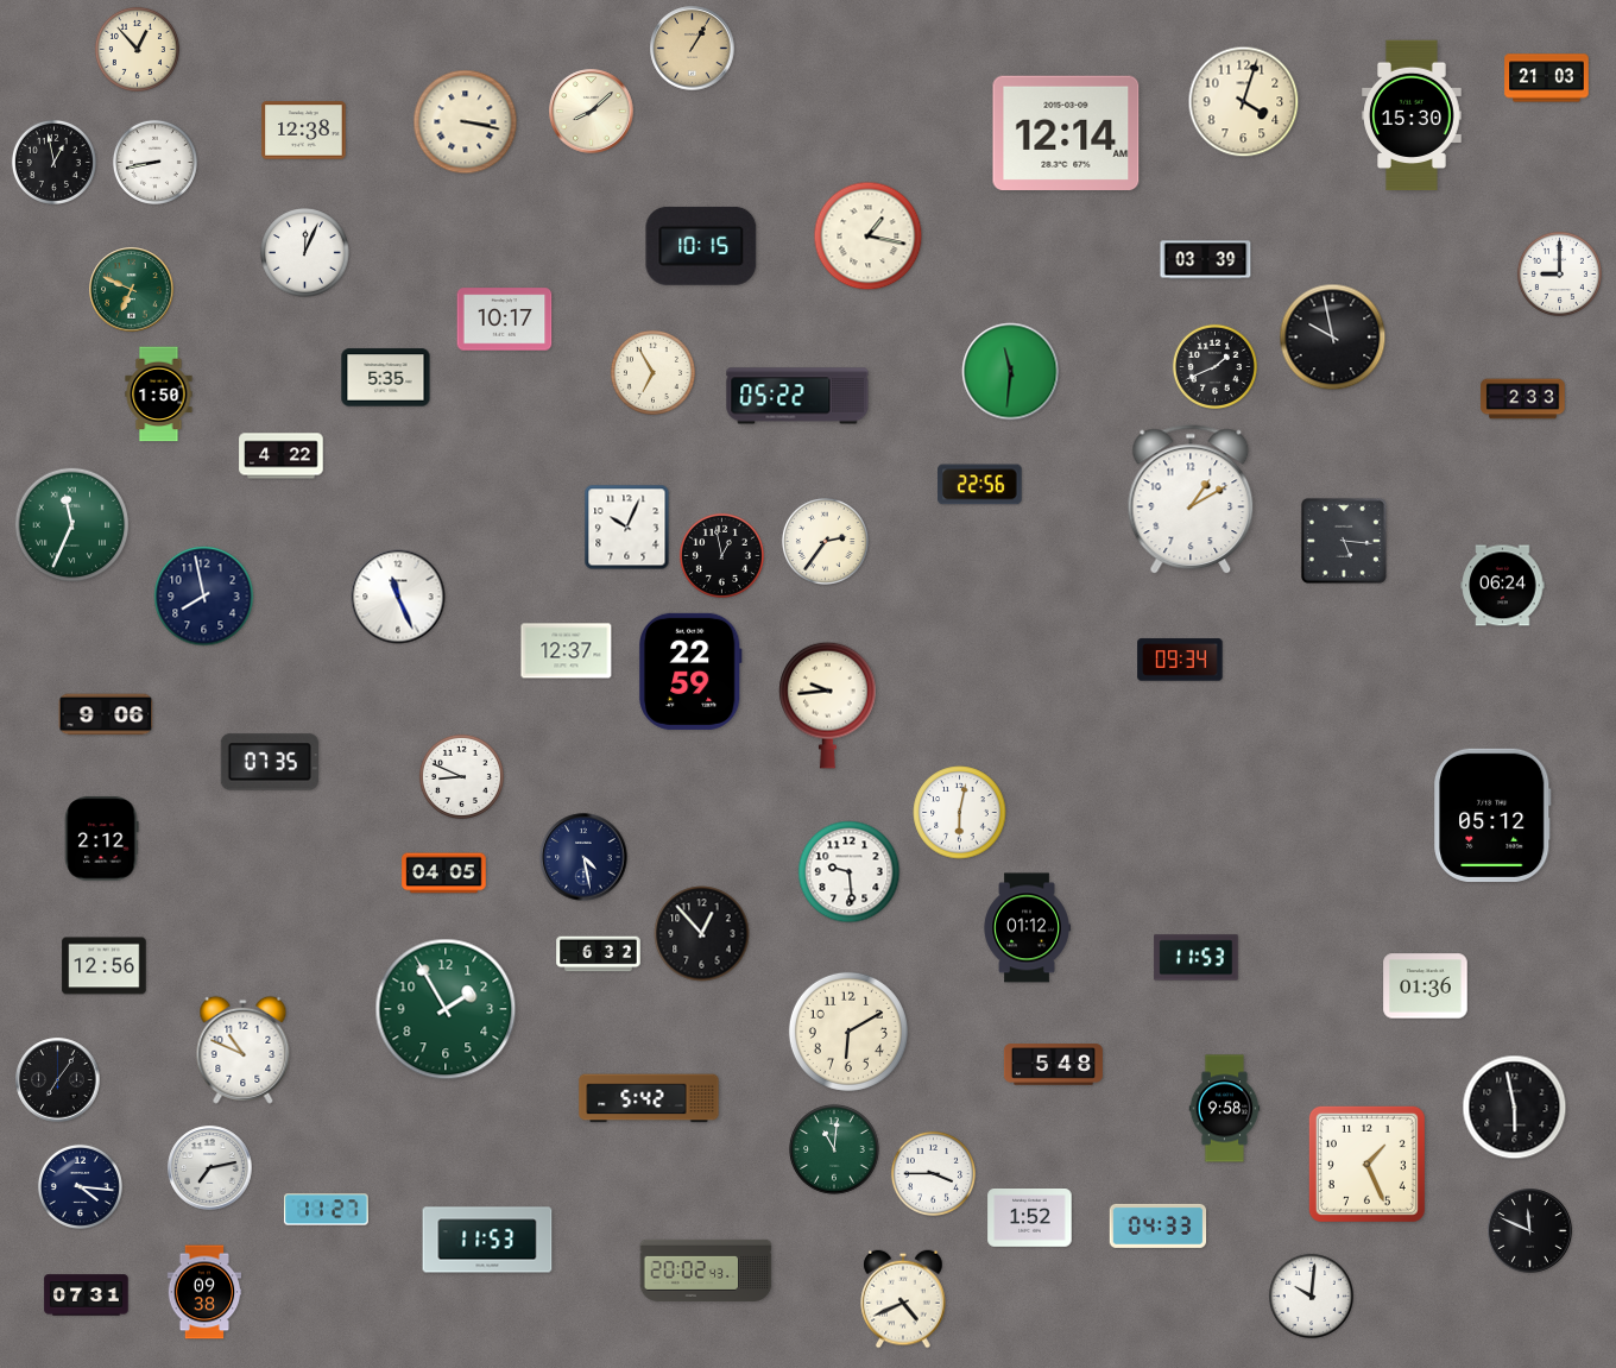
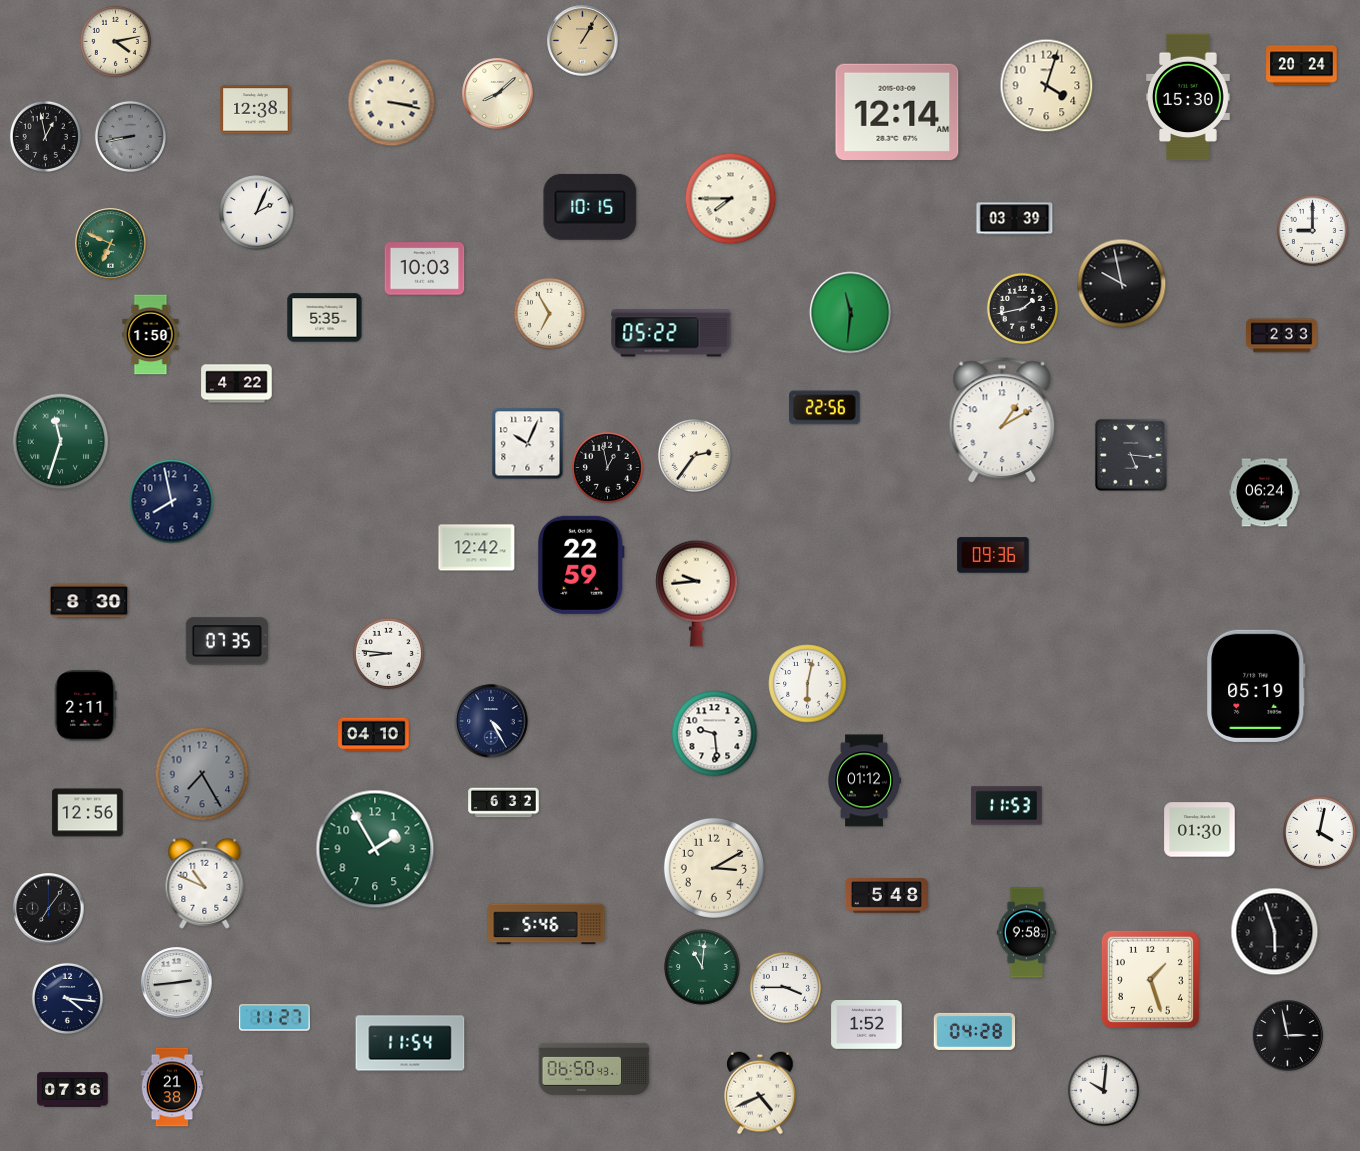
clock at (137, 49): 12:53 -> 4:13
clock at (1547, 78): 21:03 -> 20:24
clock at (154, 162) dial: white -> grey
clock at (869, 237): 1:17 -> 7:45
clock at (305, 253): 12:04 -> 2:04
clock at (505, 320): 10:17 -> 10:03
clock at (1214, 366): 1:41 -> 1:43
clock at (159, 395) position: (159, 395) -> (151, 335)
clock at (72, 525): 11:34 -> 11:33
clock at (398, 597): 11:26 -> none
clock at (567, 651): 12:37 -> 12:42
clock at (1180, 660): 09:34 -> 09:36
clock at (106, 714): 9:06 -> 8:30
clock at (461, 776): 8:49 -> 8:46
clock at (1492, 815): 05:12 -> 05:19
clock at (102, 839): 2:12 -> 2:11
clock at (583, 857): 4:28 -> 4:25
clock at (444, 874): 04:05 -> 04:10
clock at (202, 774): none -> 7:25
clock at (702, 934): 12:53 -> none
clock at (1426, 986): 01:36 -> 01:30
clock at (1319, 832): none -> 4:02
clock at (848, 1032): 6:10 -> 3:10
clock at (649, 1098): 5:42 -> 5:46
clock at (1515, 1108): 5:58 -> 5:57
clock at (1225, 1109) position: (1225, 1109) -> (1027, 933)
clock at (1366, 1164): 1:26 -> 1:27
clock at (210, 1168): 7:13 -> 2:44
clock at (1159, 1225): 04:33 -> 04:28
clock at (1530, 1231): 11:49 -> 2:58
clock at (487, 1240): 11:53 -> 11:54
clock at (706, 1271): 20:02 -> 06:50
clock at (204, 1292): 09:38 -> 21:38
clock at (87, 1295): 07:31 -> 07:36
